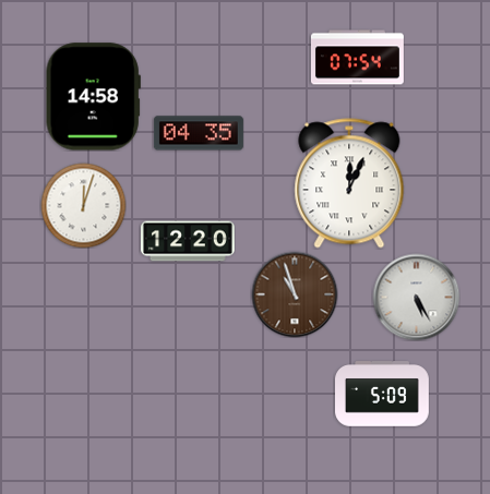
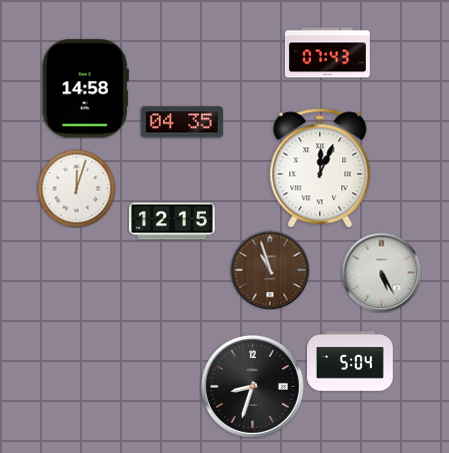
clock at (357, 58): 07:54 -> 07:43
clock at (189, 241): 12:20 -> 12:15
clock at (383, 394): 5:09 -> 5:04
clock at (252, 386): none -> 8:33
